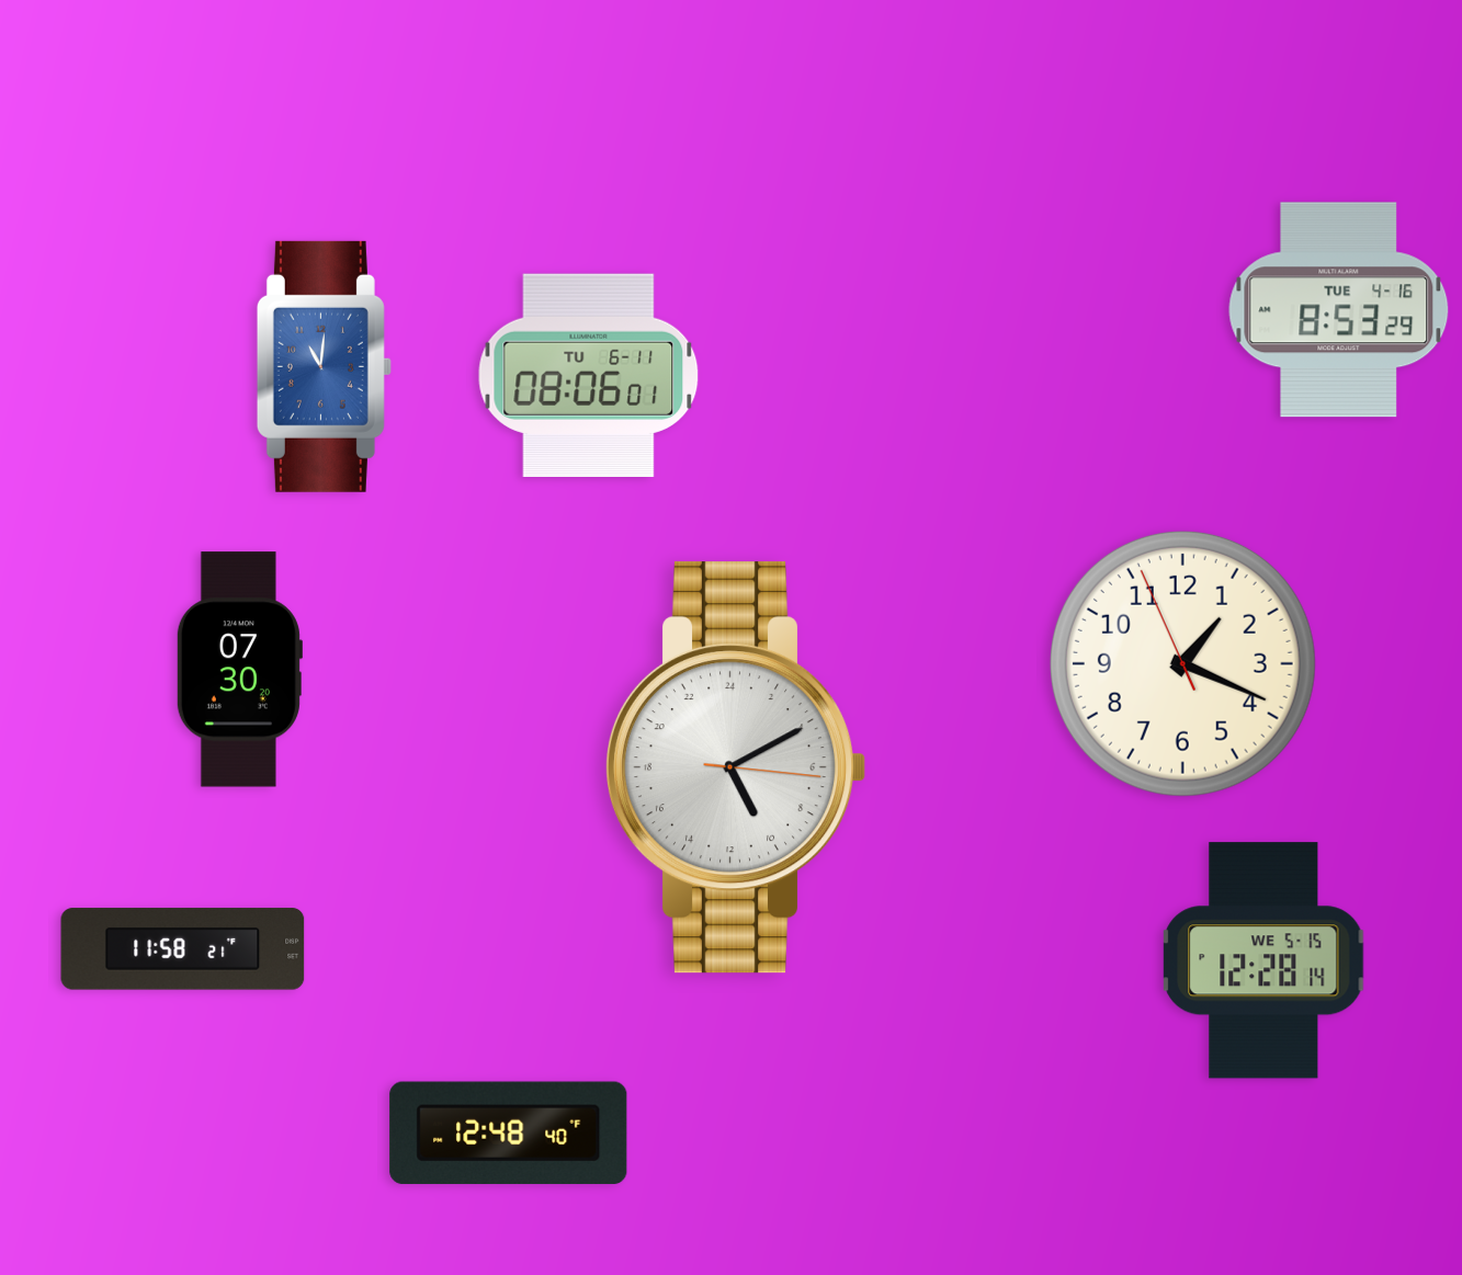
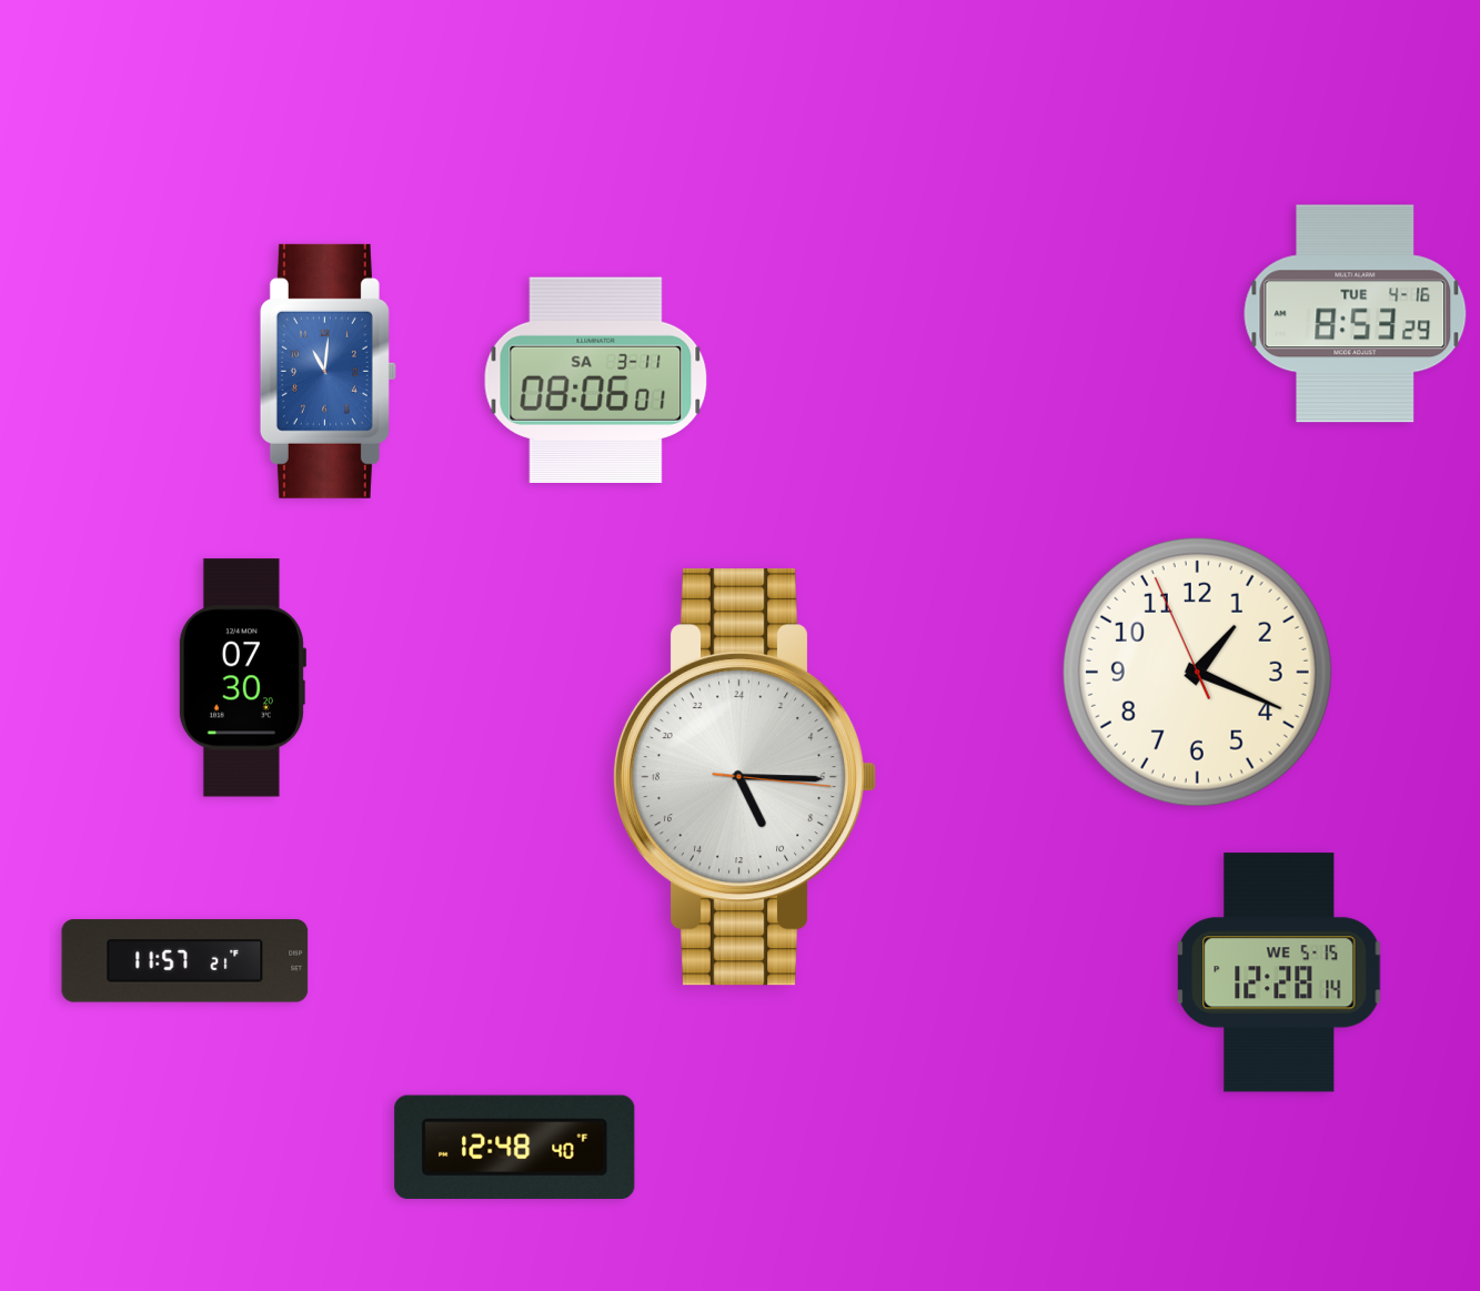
clock at (589, 375) date: TU 6-11 -> SA 3-11
clock at (736, 767): 10:10 -> 10:15
clock at (183, 949): 11:58 -> 11:57
